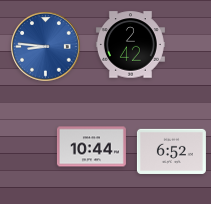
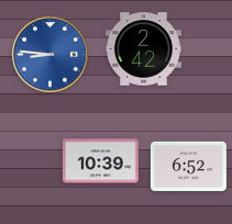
clock at (46, 47) position: (46, 47) -> (51, 55)
clock at (91, 147): 10:44 -> 10:39
